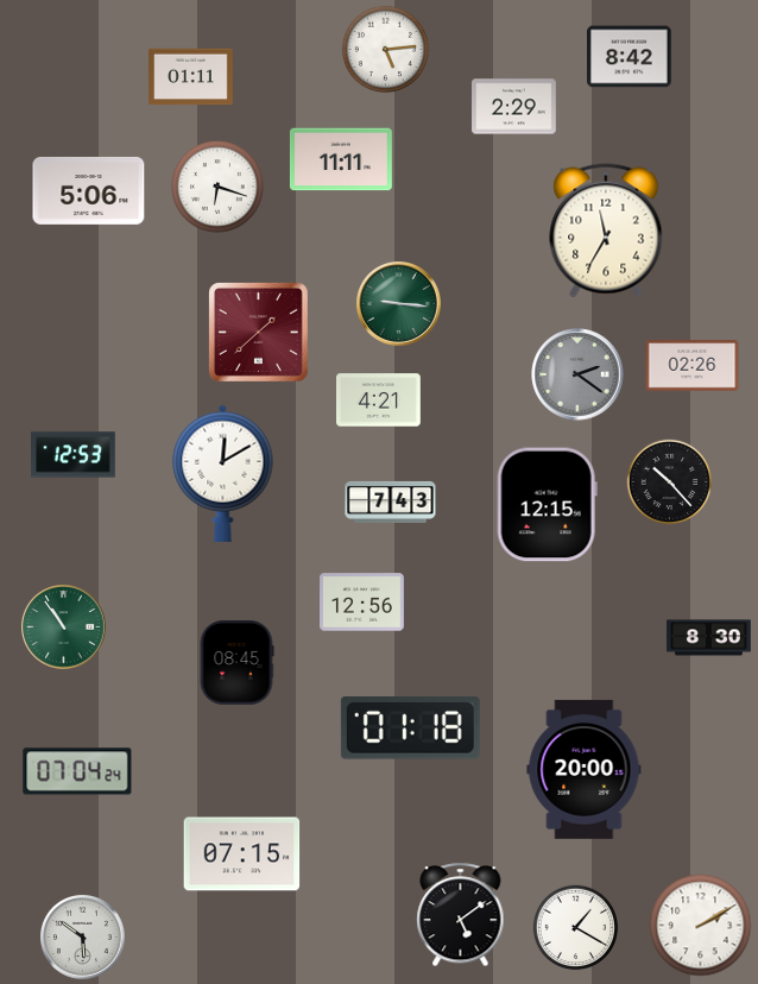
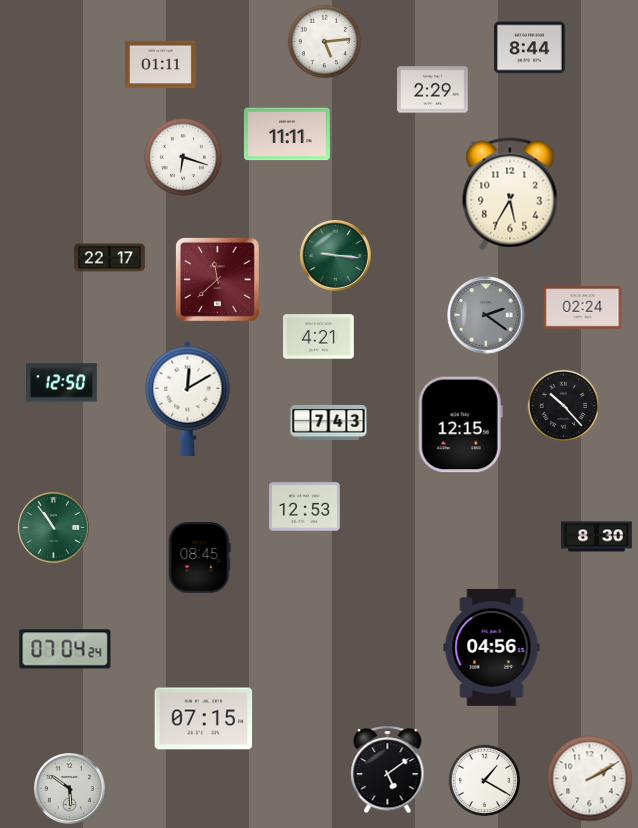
clock at (630, 57): 8:42 -> 8:44
clock at (89, 190): 5:06 -> none
clock at (606, 231): 11:35 -> 5:35
clock at (110, 258): none -> 22:17
clock at (259, 333): 1:38 -> 11:38
clock at (693, 366): 02:26 -> 02:24
clock at (74, 455): 12:53 -> 12:50
clock at (362, 603): 12:56 -> 12:53
clock at (410, 728): 01:18 -> none
clock at (585, 769): 20:00 -> 04:56
